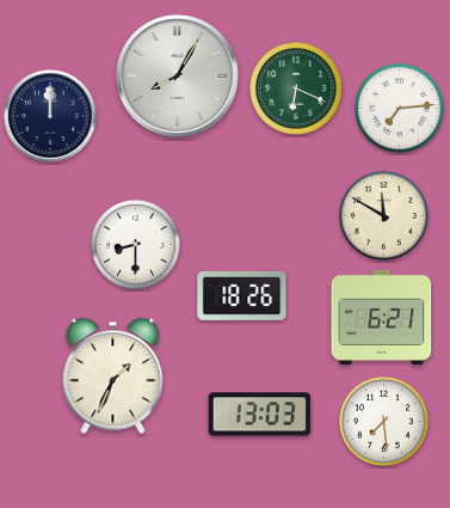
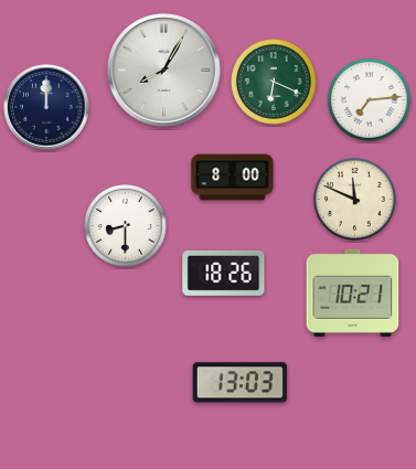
clock at (233, 178): none -> 8:00
clock at (384, 216): 11:50 -> 11:49
clock at (382, 317): 6:21 -> 10:21
clock at (113, 375): 1:34 -> none
clock at (384, 422): 7:29 -> none
